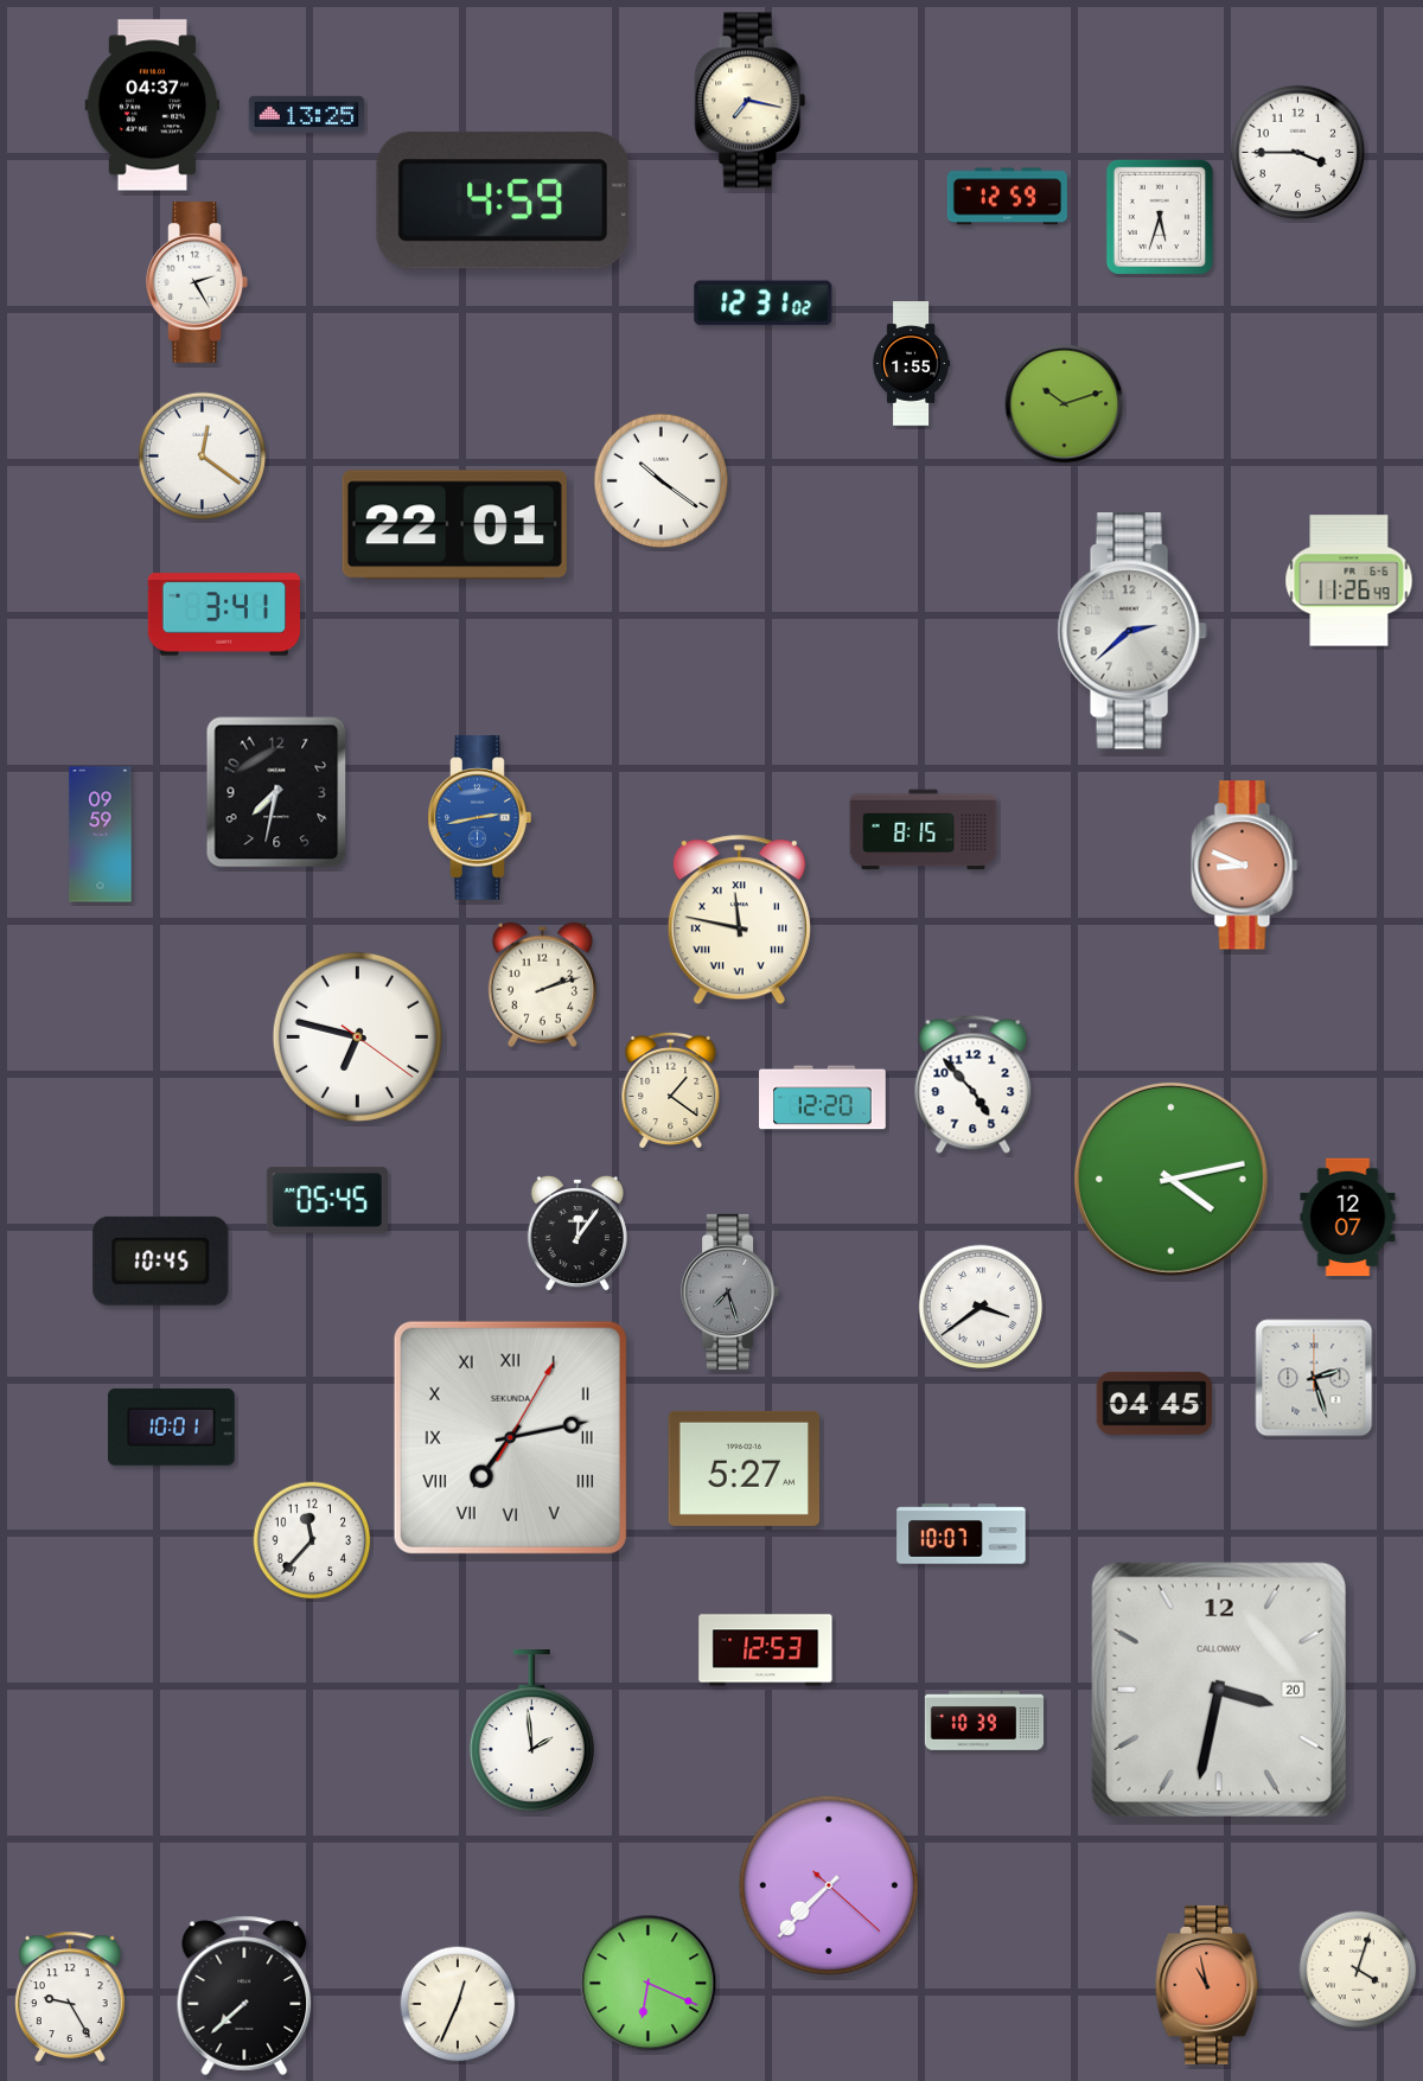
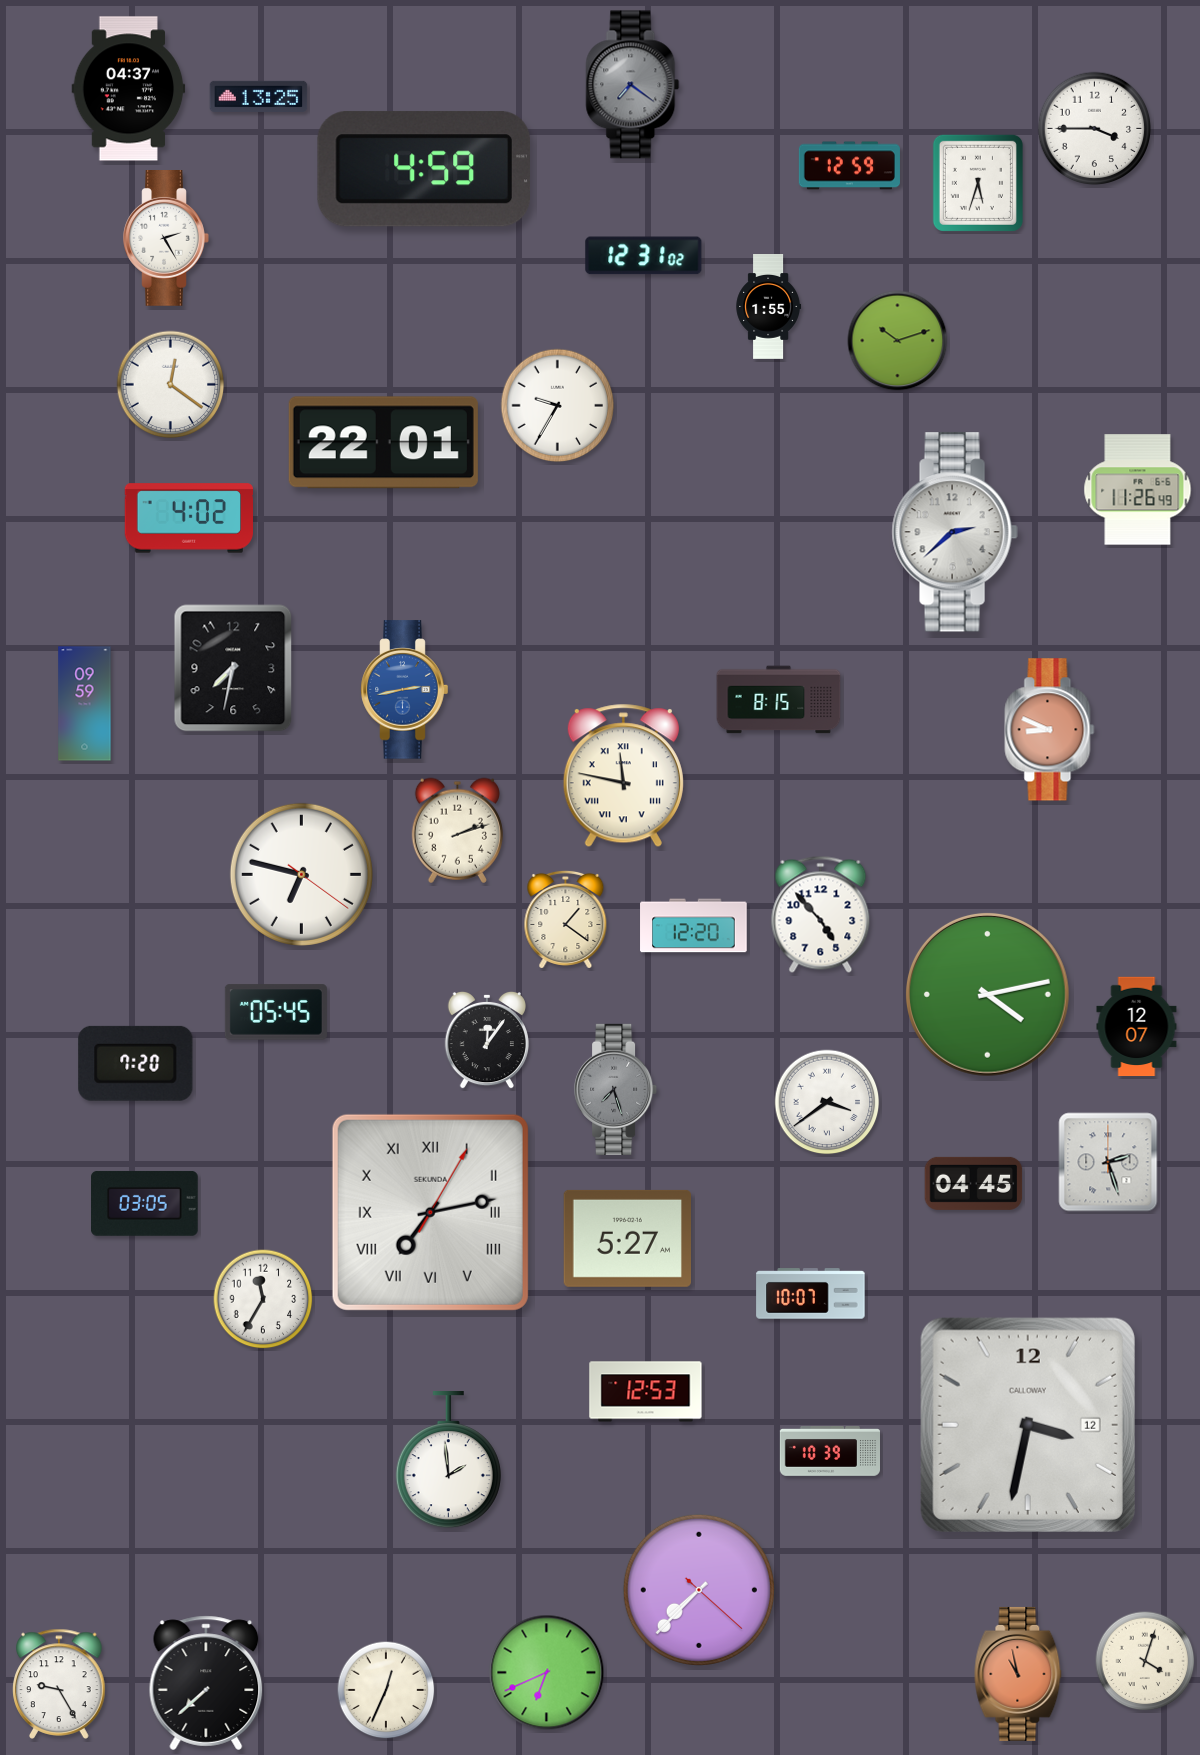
clock at (751, 101): 7:17 -> 7:21
clock at (751, 101) dial: cream -> grey
clock at (662, 481): 10:21 -> 9:35
clock at (224, 614): 3:41 -> 4:02
clock at (161, 1260): 10:45 -> 7:20
clock at (172, 1428): 10:01 -> 03:05
clock at (312, 1540): 11:37 -> 11:35
clock at (1219, 1690) date: 20 -> 12
clock at (649, 1984): 6:19 -> 6:41
